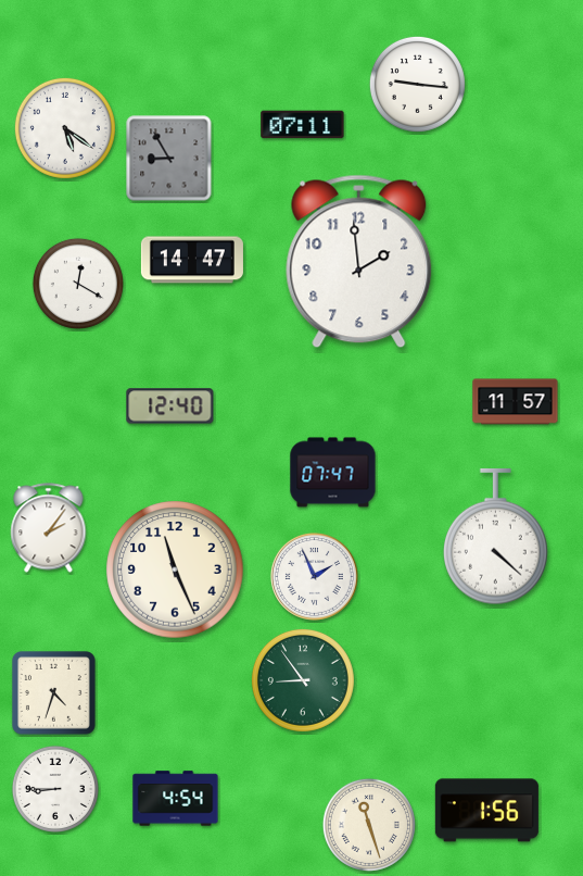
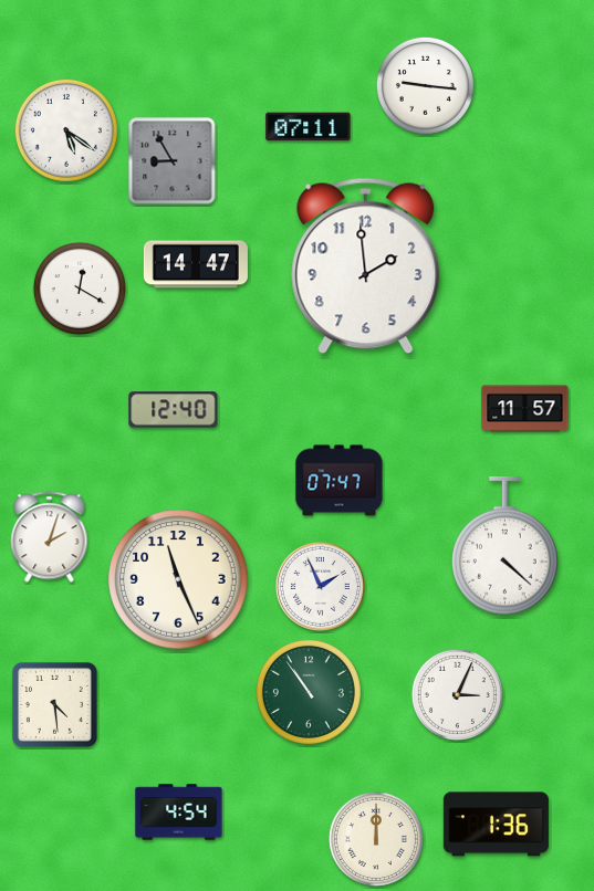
clock at (170, 406) position: (170, 406) -> (174, 410)
clock at (49, 528): 2:06 -> 2:03
clock at (303, 680): 8:54 -> 10:54
clock at (457, 694): none -> 3:04
clock at (53, 692): 4:33 -> 4:29
clock at (55, 789): 8:45 -> none
clock at (486, 811): 1:56 -> 1:36
clock at (369, 825): 11:27 -> 12:00
